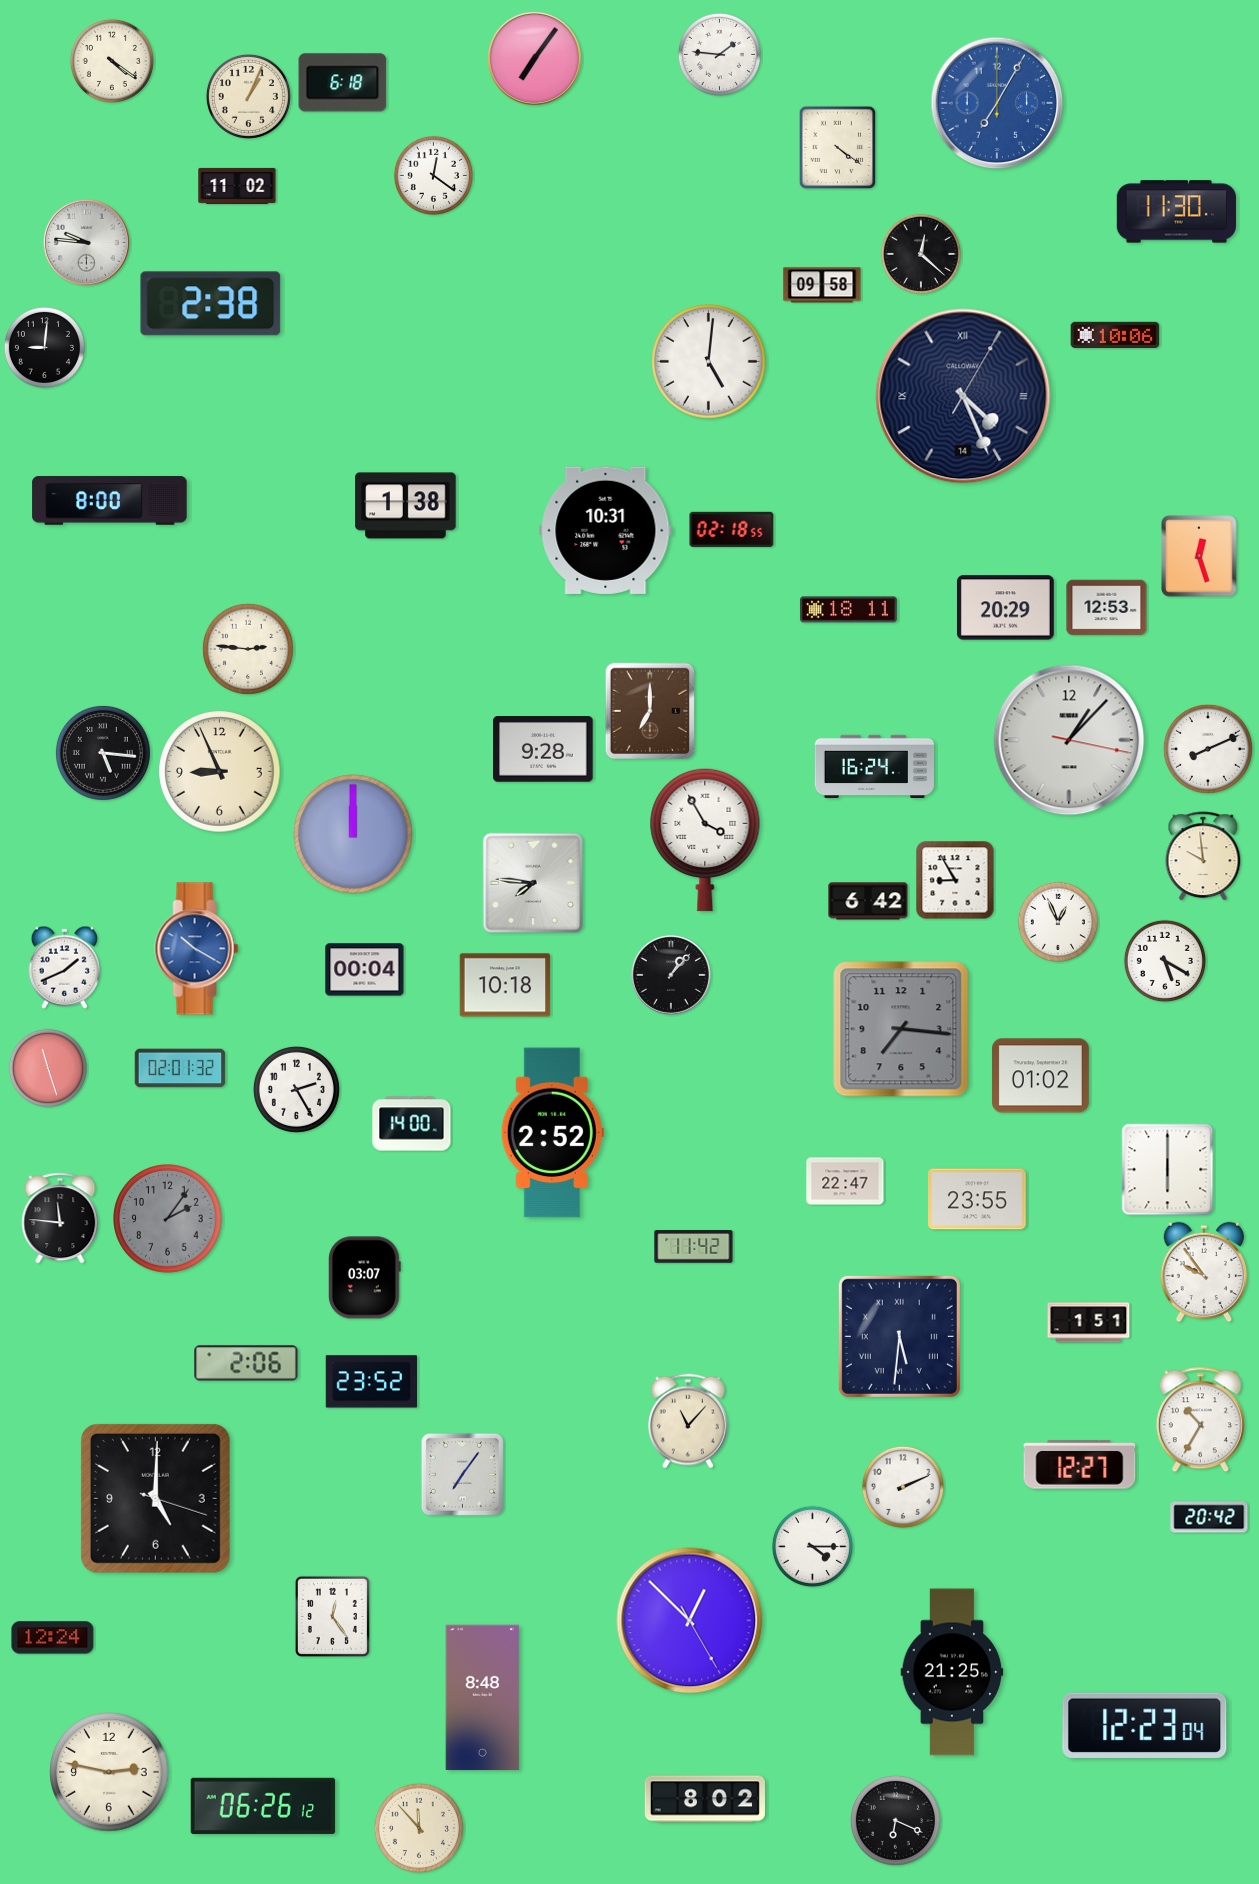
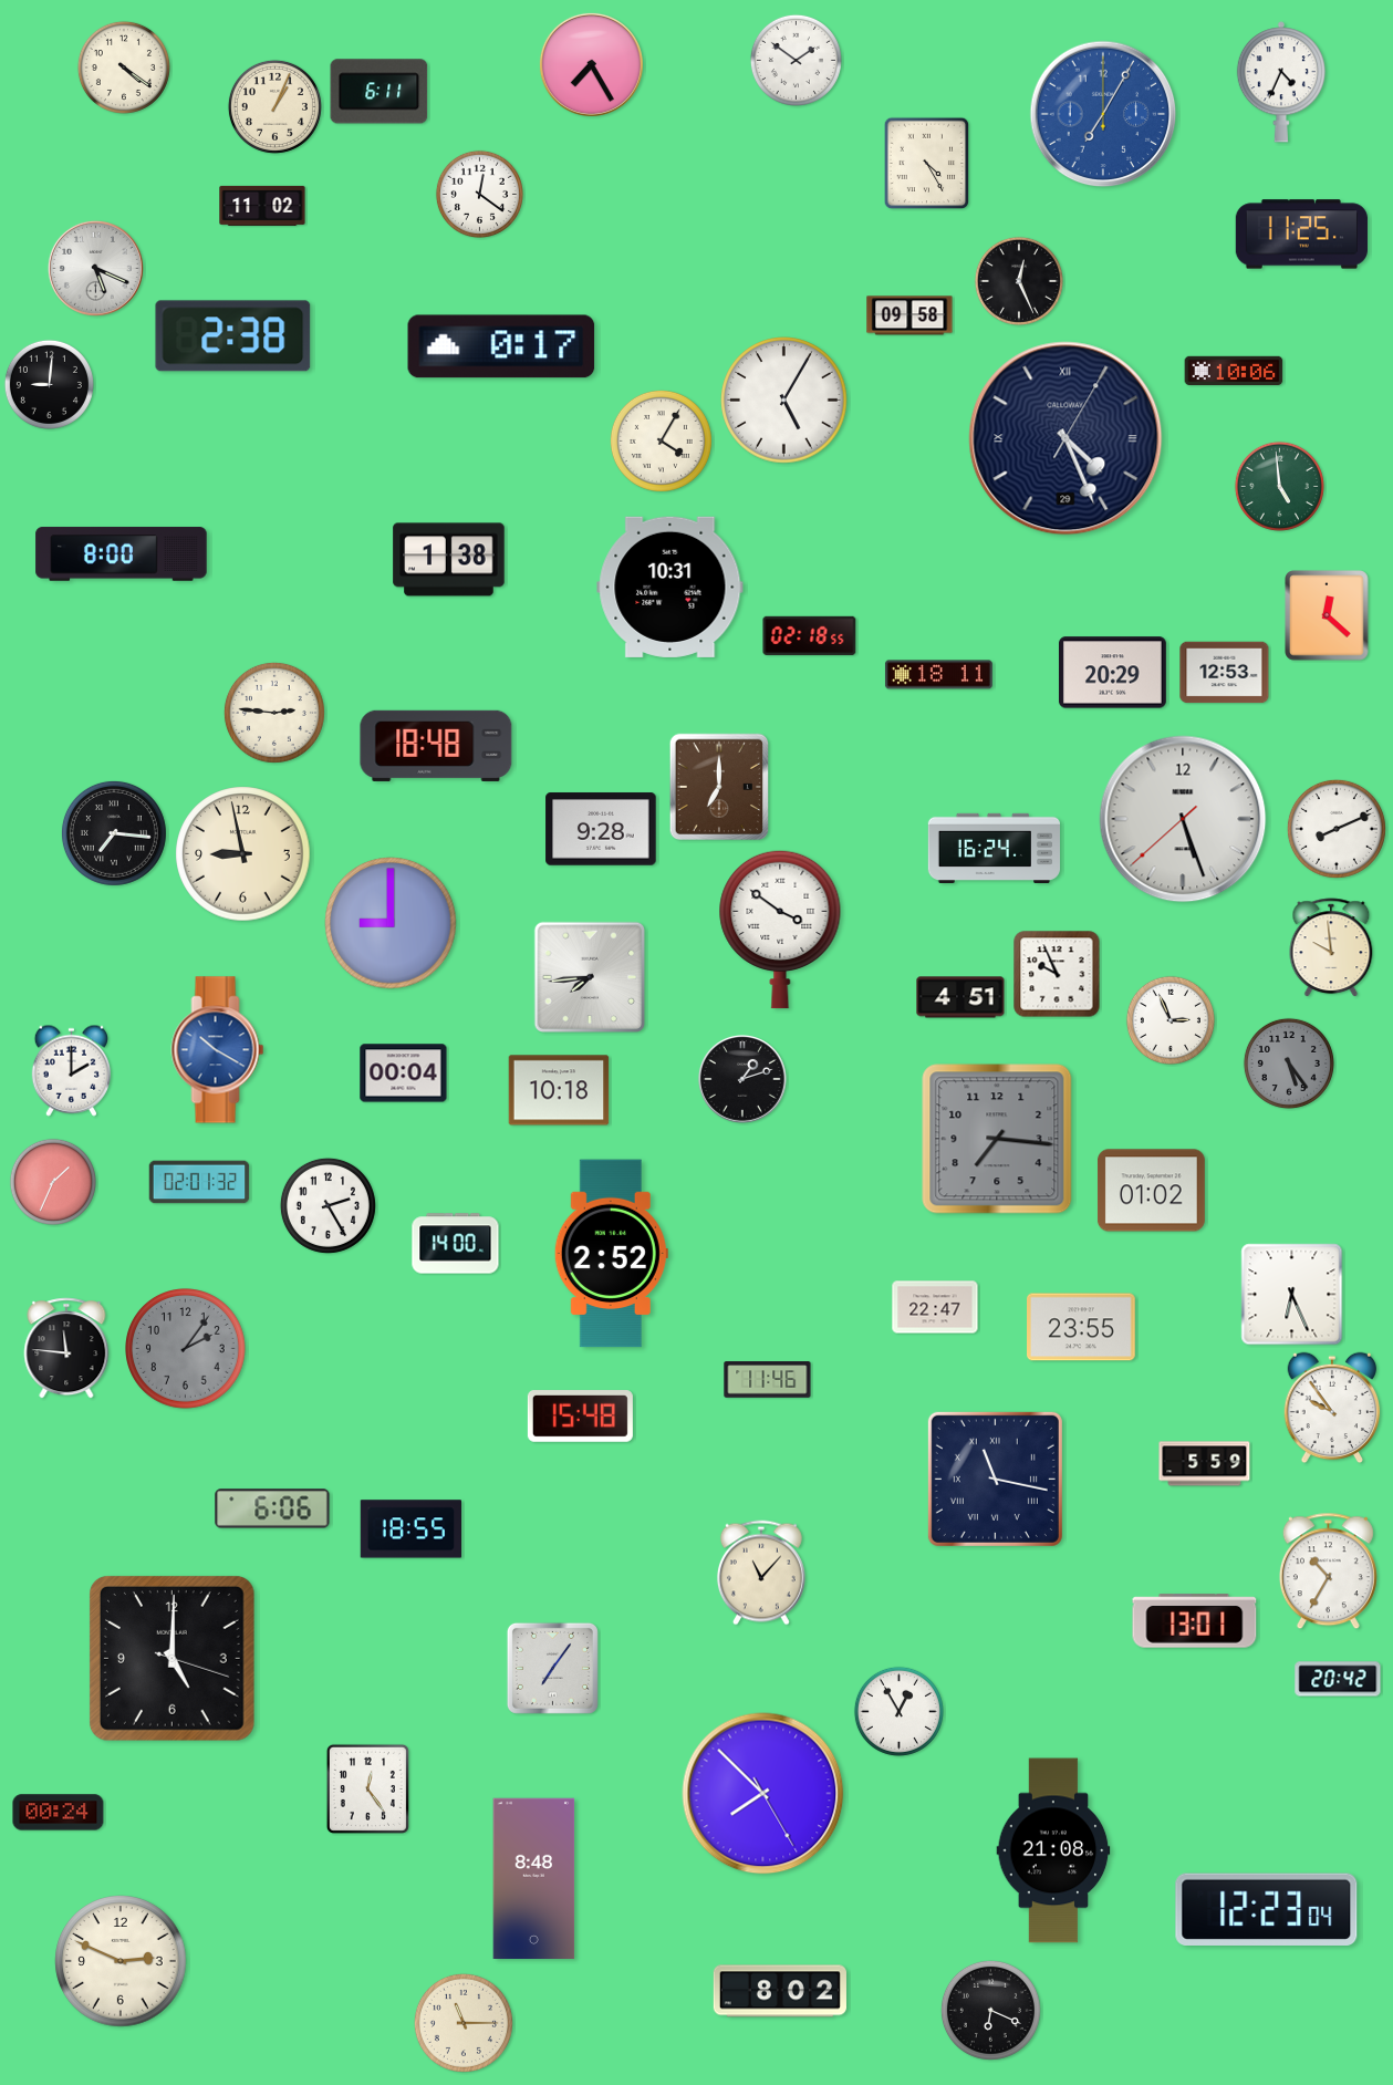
clock at (719, 54): 1:46 -> 1:51
clock at (534, 58): 7:06 -> 7:25
clock at (1281, 82): none -> 4:34
clock at (343, 83): 6:18 -> 6:11
clock at (838, 148): 4:21 -> 4:25
clock at (1176, 212): 11:30 -> 11:25
clock at (86, 242): 9:46 -> 5:19
clock at (921, 254): 12:22 -> 12:26
clock at (501, 346): none -> 0:17
clock at (709, 362): 5:01 -> 5:05
clock at (963, 396) date: 14 -> 29
clock at (661, 440): none -> 4:05
clock at (1279, 486): none -> 4:59
clock at (732, 529) position: (732, 529) -> (810, 635)
clock at (1199, 556): 12:27 -> 12:22
clock at (248, 649) position: (248, 649) -> (274, 713)
clock at (436, 746): none -> 18:48
clock at (1069, 740): 1:07 -> 5:26
clock at (103, 753): 5:16 -> 7:16
clock at (874, 766) position: (874, 766) -> (994, 848)
clock at (220, 772): 8:56 -> 8:58
clock at (353, 834): 12:00 -> 9:00
clock at (705, 840): 3:55 -> 3:51
clock at (955, 880): 8:55 -> 9:56
clock at (533, 883): 7:46 -> 7:44
clock at (868, 901): 6:42 -> 4:51
clock at (1058, 922): 12:56 -> 2:56
clock at (1165, 961): 5:20 -> 5:24
clock at (1165, 961) dial: white -> grey
clock at (64, 967): 1:41 -> 2:00
clock at (671, 975): 1:07 -> 1:12
clock at (48, 1068): 11:27 -> 1:34
clock at (1168, 1170): 6:00 -> 6:26
clock at (694, 1247): 11:42 -> 11:46
clock at (364, 1278): 03:07 -> none
clock at (580, 1417): none -> 15:48
clock at (1089, 1323): 1:51 -> 5:59
clock at (899, 1336): 5:31 -> 11:17
clock at (246, 1363): 2:06 -> 6:06
clock at (371, 1382): 23:52 -> 18:55
clock at (1080, 1465): 12:27 -> 13:01
clock at (462, 1474) position: (462, 1474) -> (552, 1668)
clock at (903, 1487): 2:11 -> none
clock at (812, 1546): 4:15 -> 12:55
clock at (690, 1621): 12:52 -> 7:52
clock at (53, 1638): 12:24 -> 00:24
clock at (952, 1672): 21:25 -> 21:08
clock at (109, 1772): 2:47 -> 2:49
clock at (263, 1806): 06:26 -> none
clock at (895, 1820) position: (895, 1820) -> (990, 2010)
clock at (419, 1828): 11:53 -> 11:15
